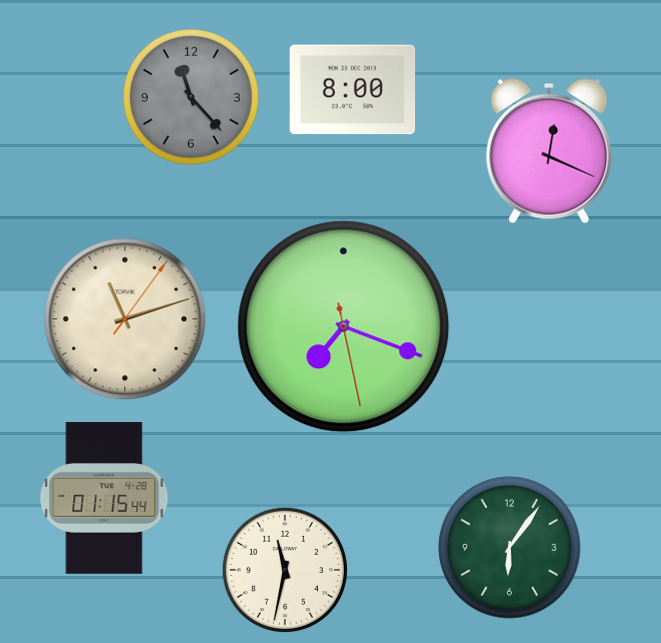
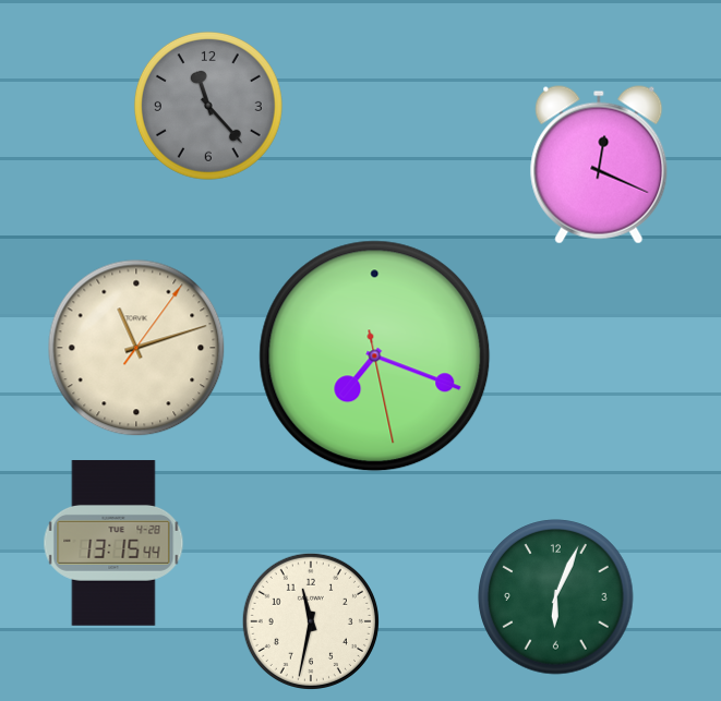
clock at (353, 90): 8:00 -> none
clock at (104, 498): 01:15 -> 13:15
clock at (510, 548): 6:06 -> 6:04
